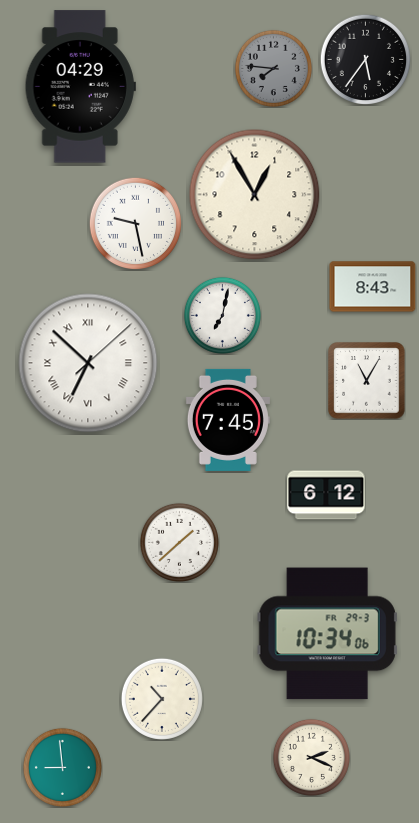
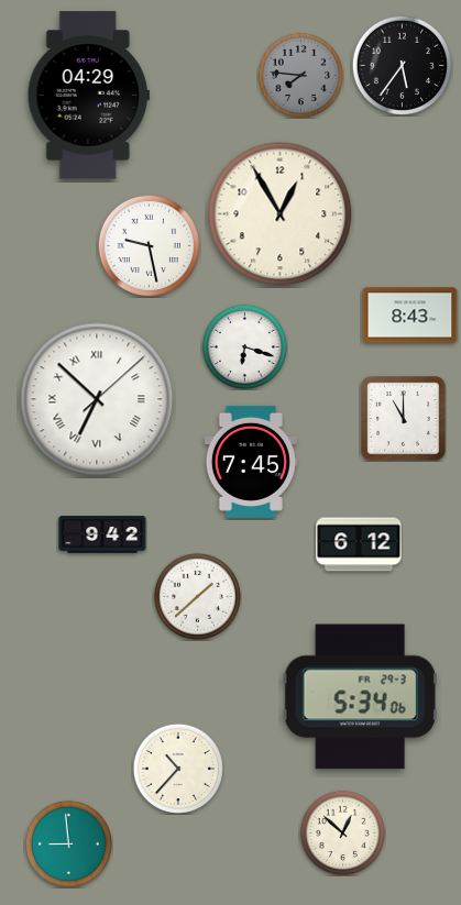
clock at (222, 315): 7:02 -> 6:18
clock at (367, 381): 11:05 -> 11:00
clock at (102, 534): none -> 9:42
clock at (327, 634): 10:34 -> 5:34
clock at (311, 757): 2:19 -> 12:52
